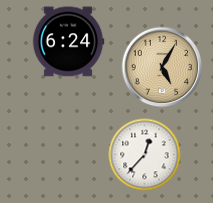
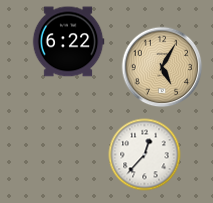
clock at (68, 42): 6:24 -> 6:22
